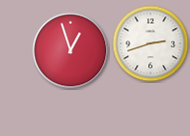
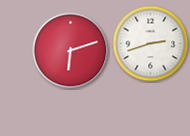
clock at (71, 51): 12:57 -> 6:12
